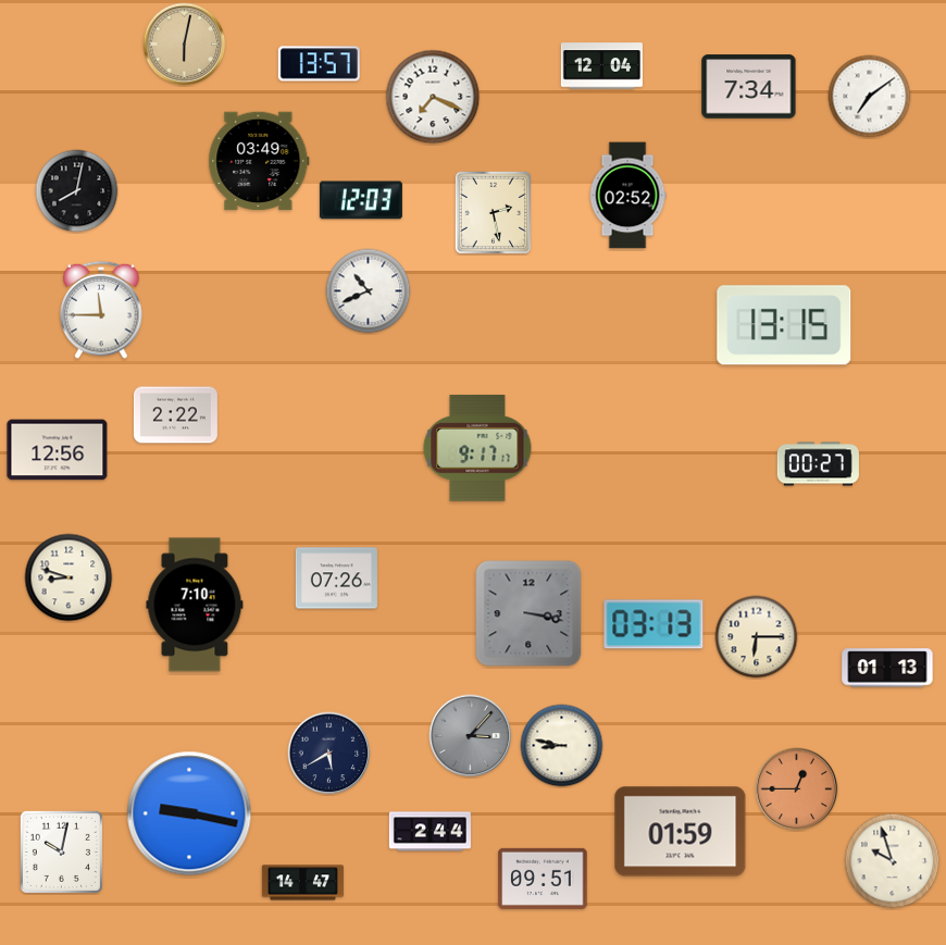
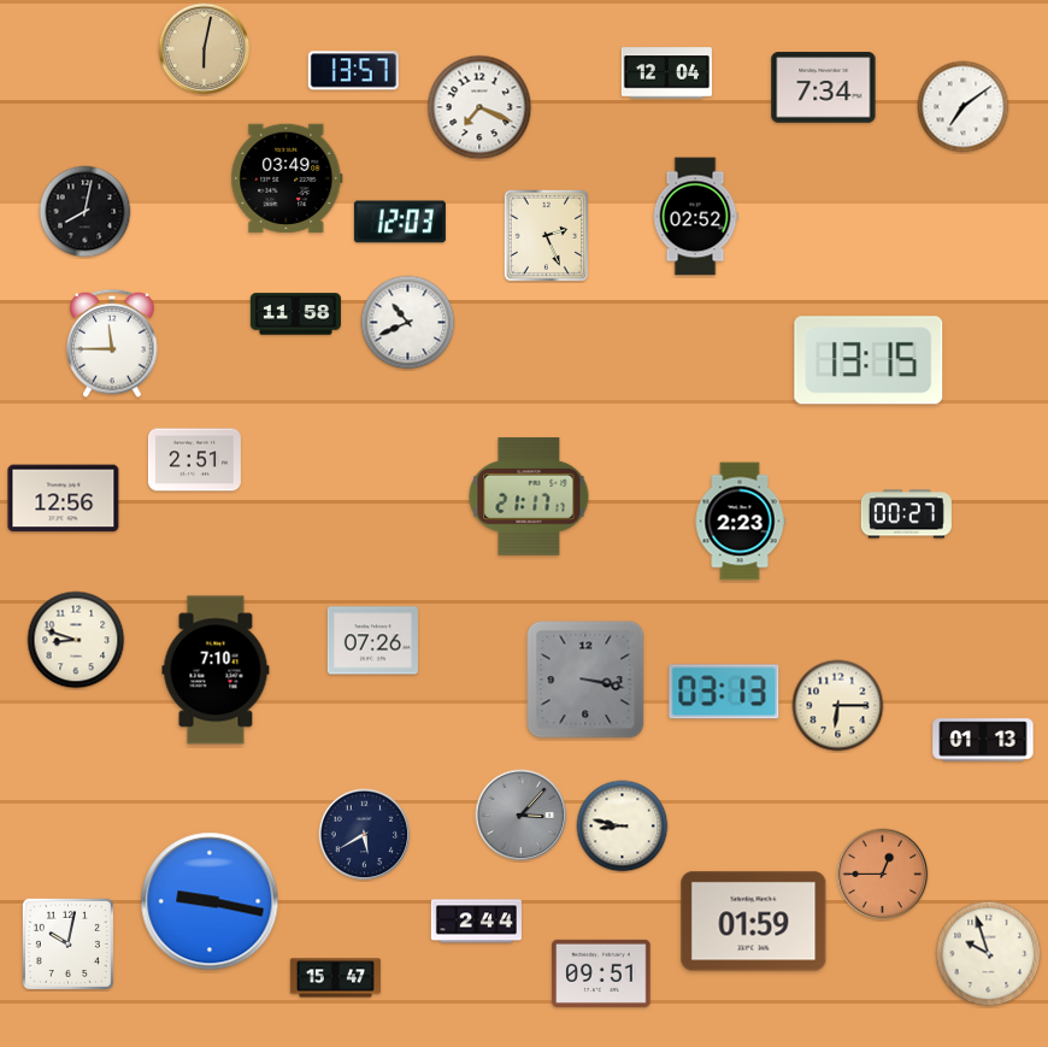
clock at (749, 87) position: (749, 87) -> (824, 88)
clock at (494, 213): 2:28 -> 2:26
clock at (295, 314): none -> 11:58
clock at (175, 415): 2:22 -> 2:51
clock at (477, 448): 9:17 -> 21:17
clock at (740, 522): none -> 2:23
clock at (302, 883): 14:47 -> 15:47
